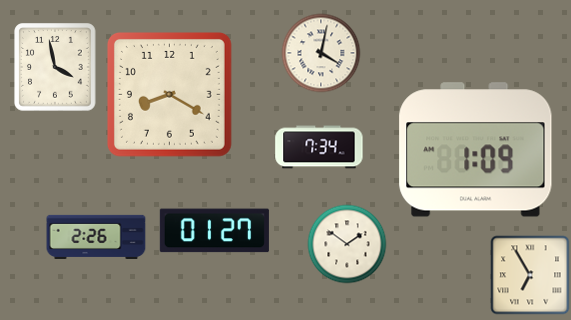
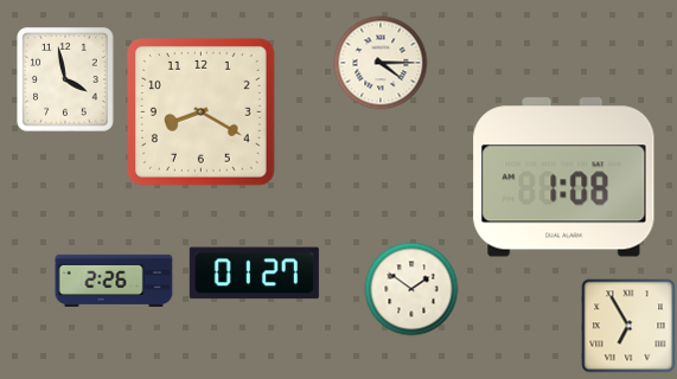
clock at (321, 53): 4:02 -> 4:15
clock at (319, 147): 7:34 -> none
clock at (476, 150): 1:09 -> 1:08
